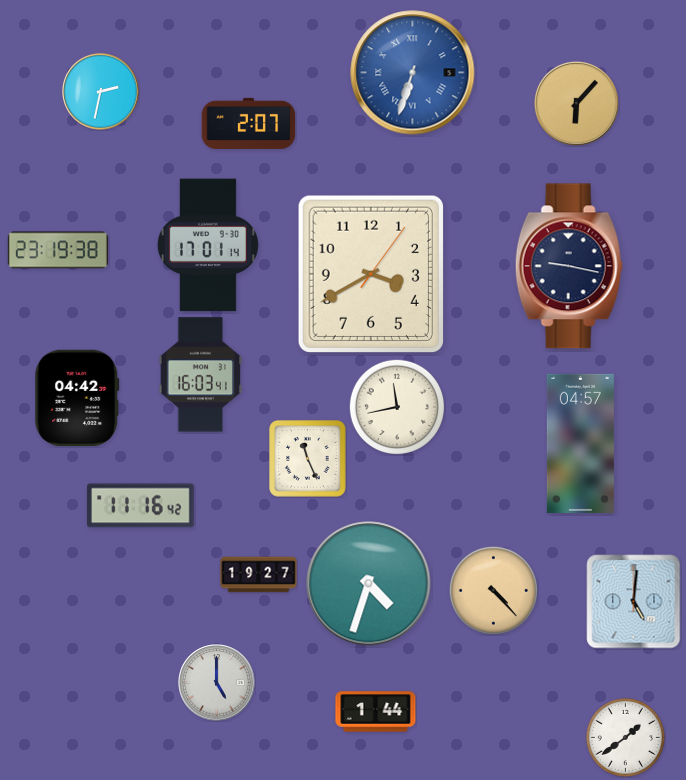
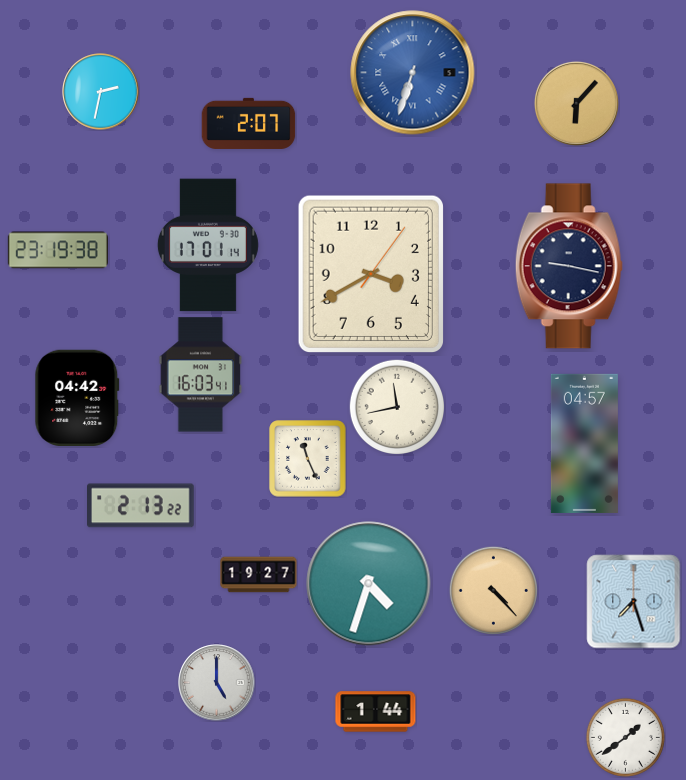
clock at (580, 443) position: (580, 443) -> (584, 443)
clock at (141, 506): 11:16 -> 2:13
clock at (634, 602): 5:01 -> 7:27
